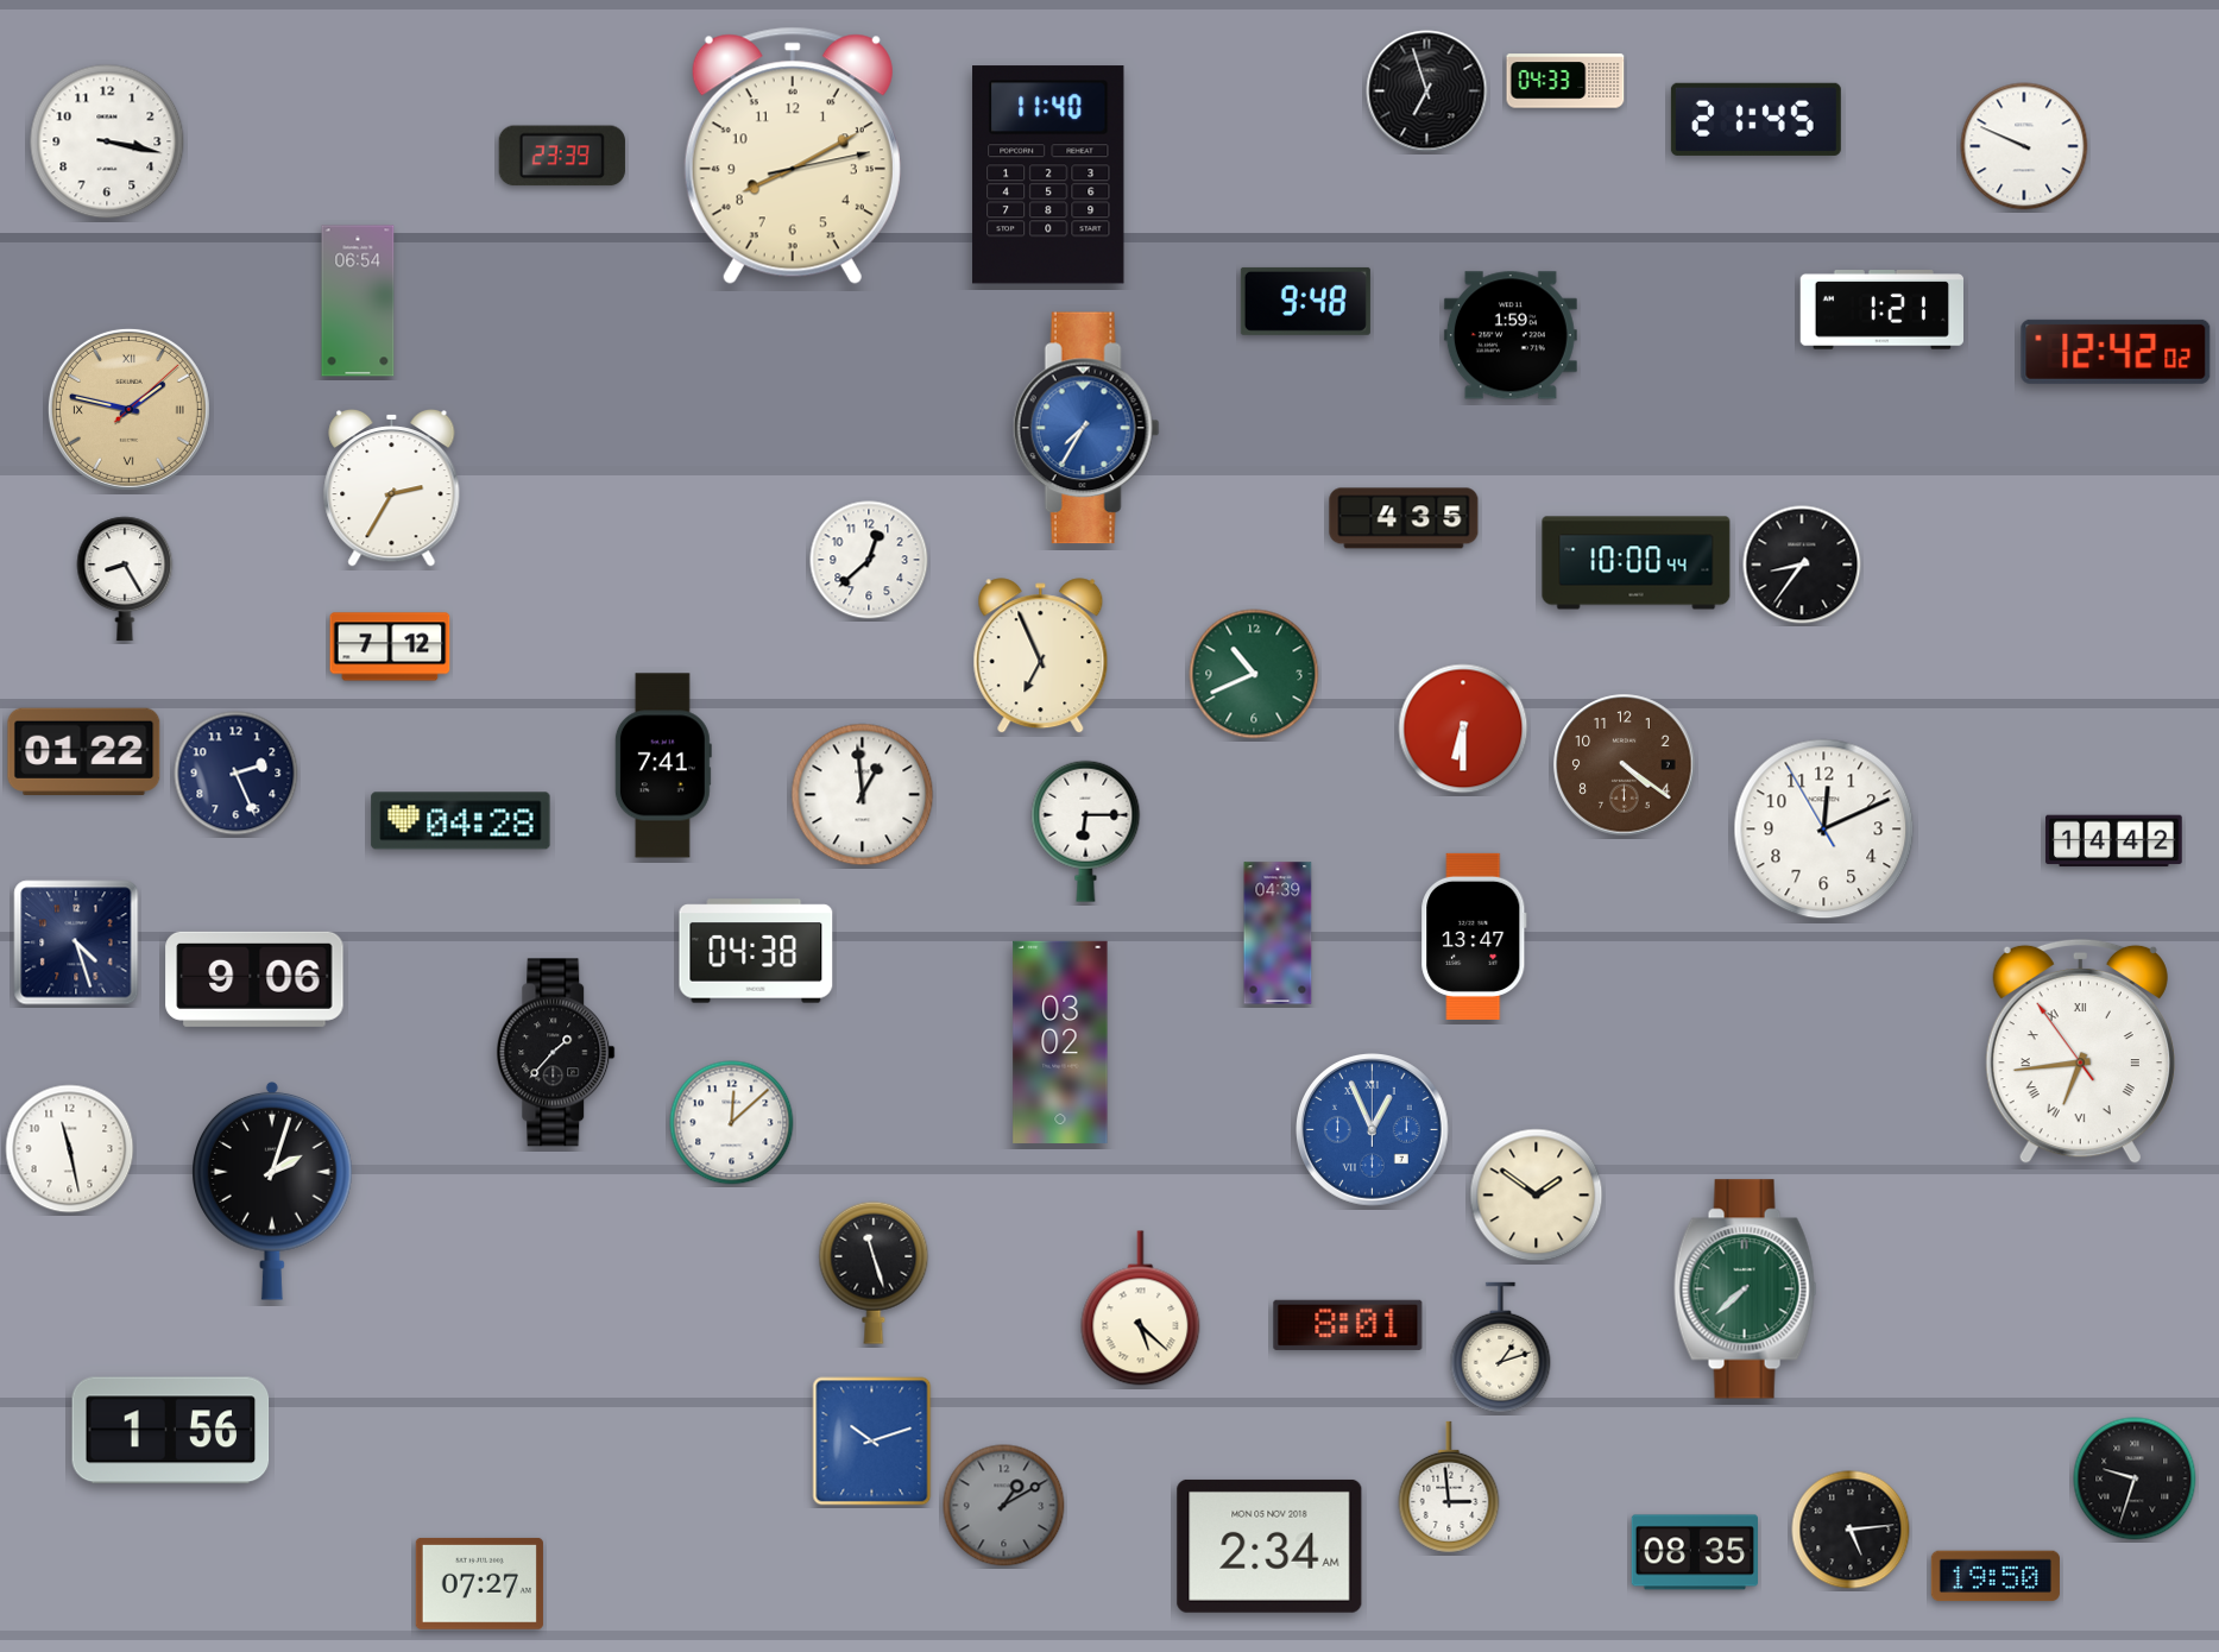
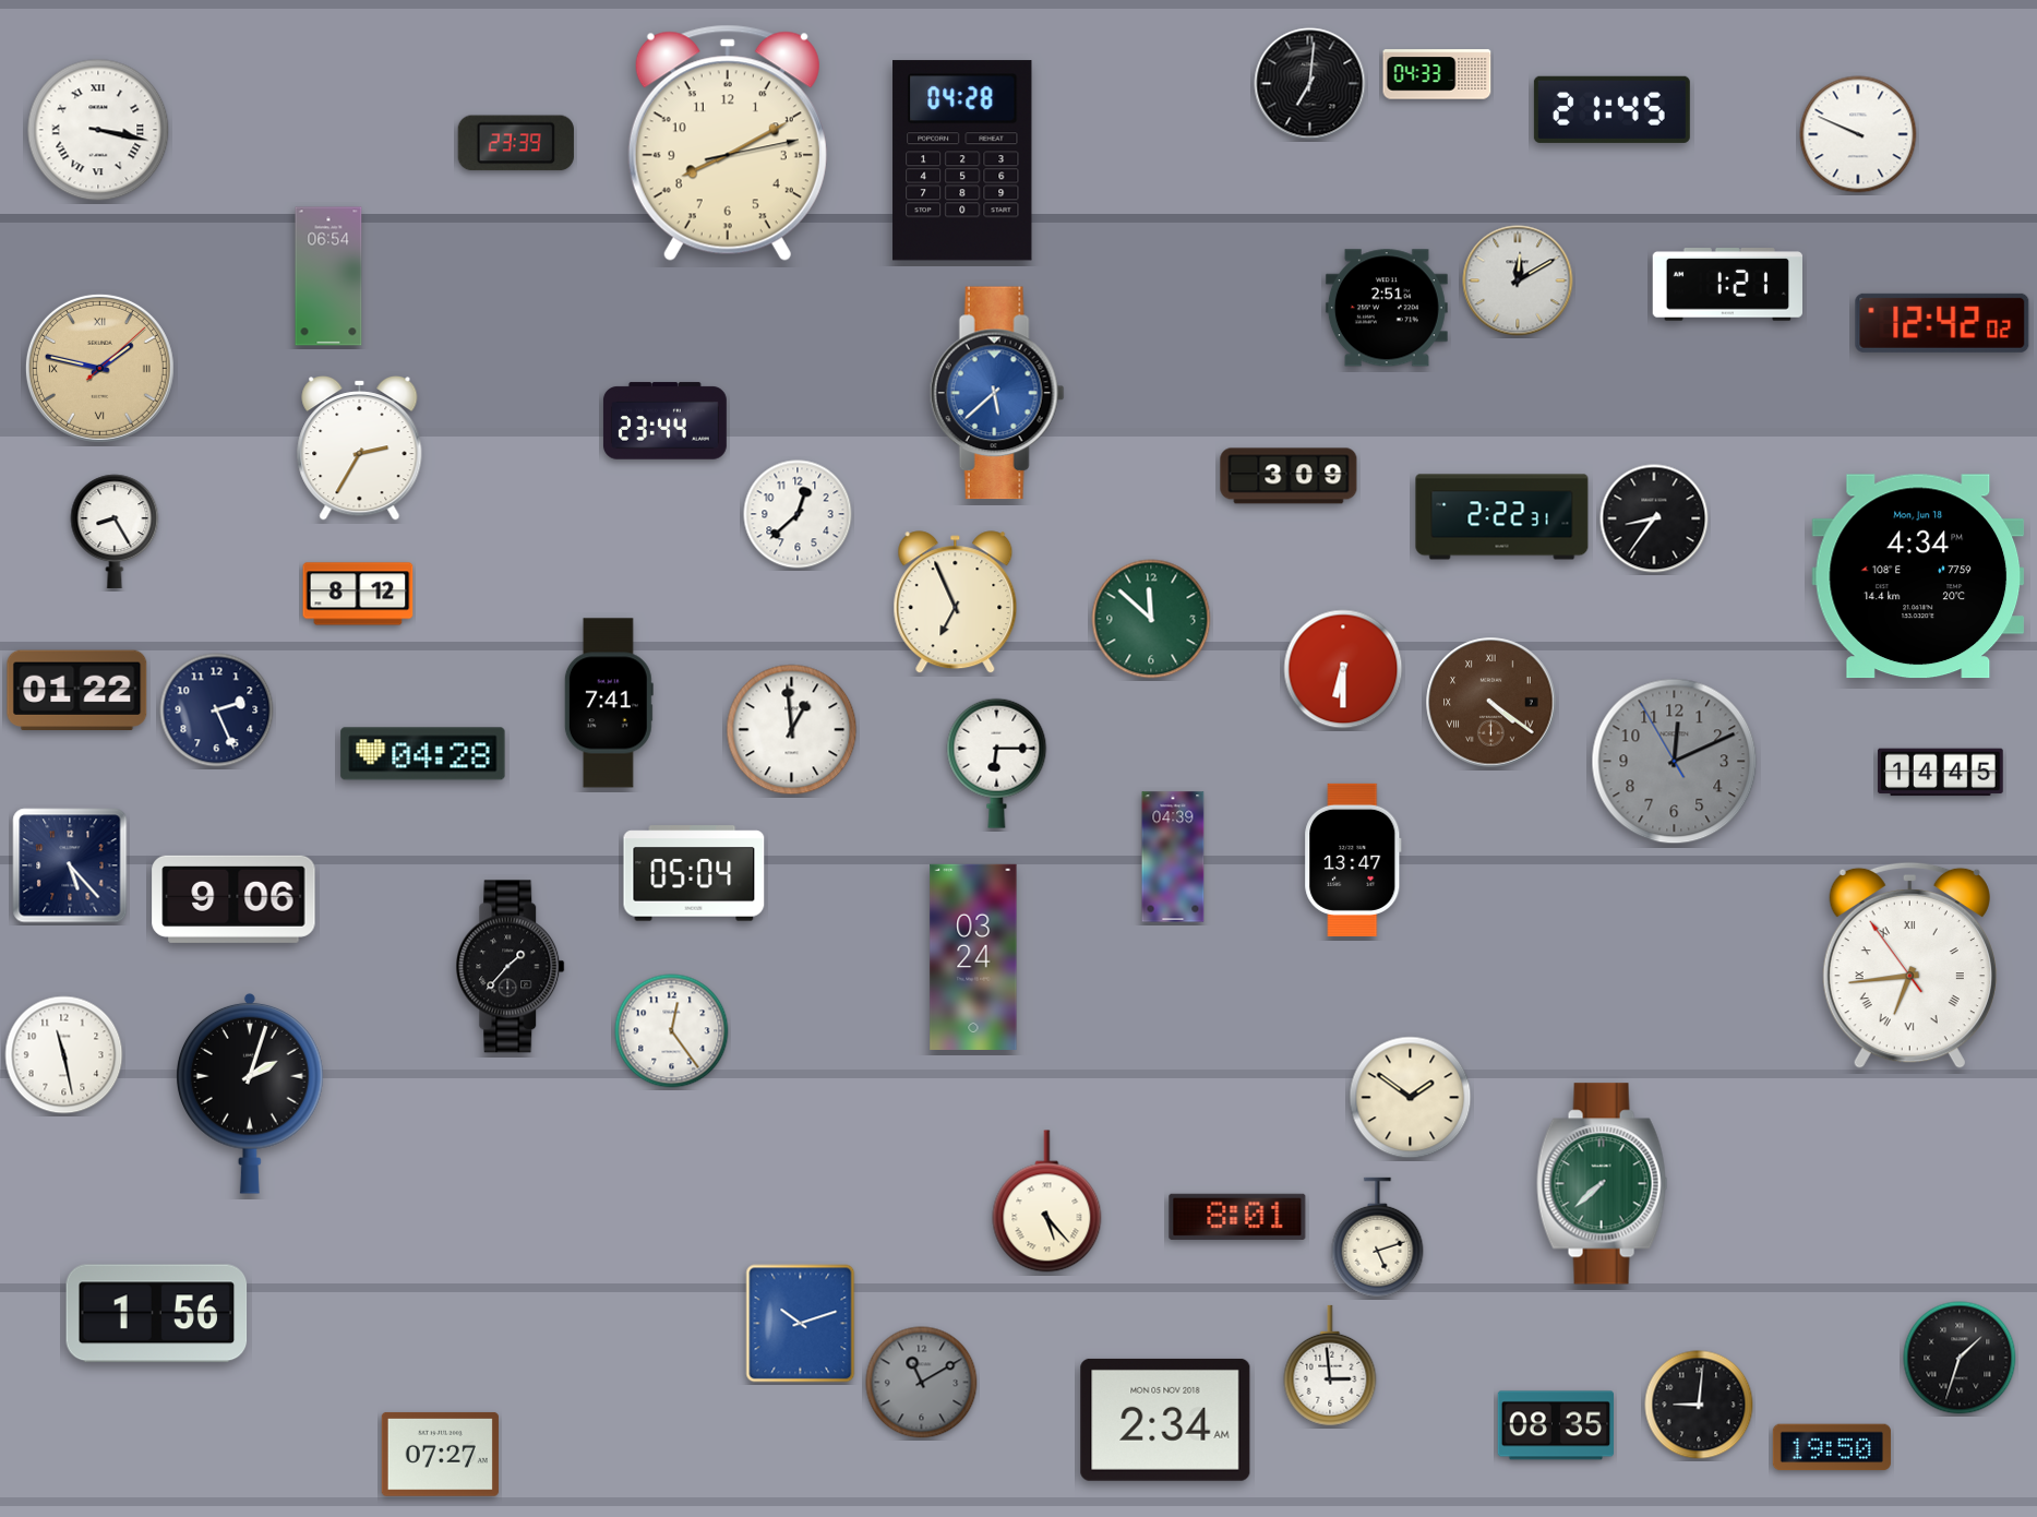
clock at (1427, 92): 6:57 -> 7:01
clock at (107, 141) numerals: Arabic -> Roman
clock at (1048, 175): 11:40 -> 04:28
clock at (1305, 301): 9:48 -> none
clock at (1518, 280): none -> 12:10
clock at (1511, 335): 1:59 -> 2:51
clock at (128, 409) position: (128, 409) -> (99, 368)
clock at (1086, 428): 7:35 -> 5:38
clock at (666, 421): none -> 23:44
clock at (1404, 518): 4:35 -> 3:09
clock at (1637, 563): 10:00 -> 2:22
clock at (1918, 576): none -> 4:34
clock at (390, 647): 7:12 -> 8:12
clock at (1254, 674): 10:41 -> 11:52
clock at (1625, 765) numerals: Arabic -> Roman
clock at (1824, 830) dial: white -> grey
clock at (2114, 841): 14:42 -> 14:45
clock at (76, 942): 4:27 -> 5:23
clock at (756, 951): 04:38 -> 05:04
clock at (1060, 1042): 03:02 -> 03:24
clock at (732, 1123): 12:08 -> 12:24
clock at (1373, 1130): 12:56 -> none
clock at (874, 1273): 11:27 -> none
clock at (1141, 1309): 5:22 -> 5:23
clock at (1501, 1348): 1:12 -> 5:12
clock at (2135, 1478): 9:33 -> 1:33
clock at (1004, 1506): 1:10 -> 11:10
clock at (1851, 1530): 5:14 -> 9:01
